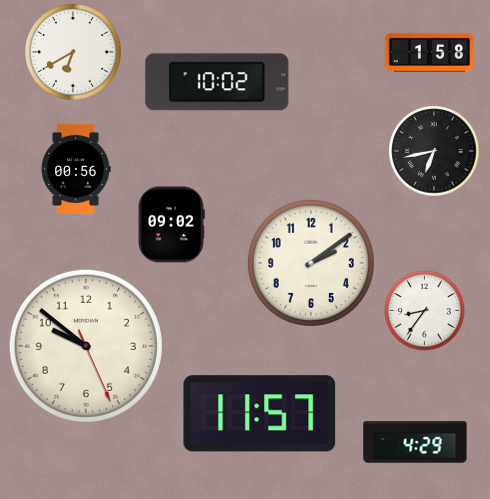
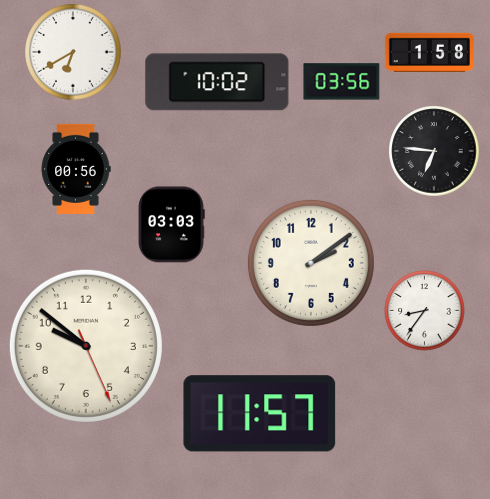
clock at (342, 82): none -> 03:56
clock at (434, 151): 6:43 -> 6:46
clock at (171, 225): 09:02 -> 03:03
clock at (415, 442): 4:29 -> none
